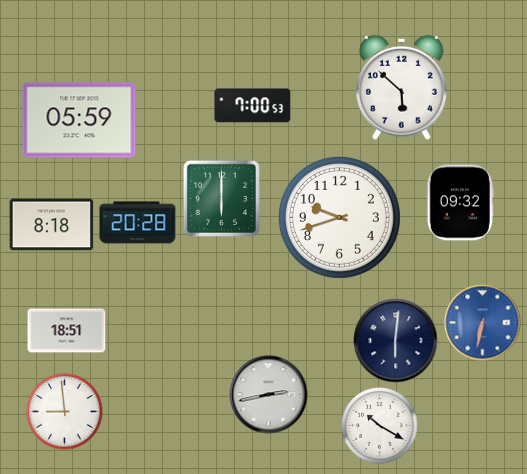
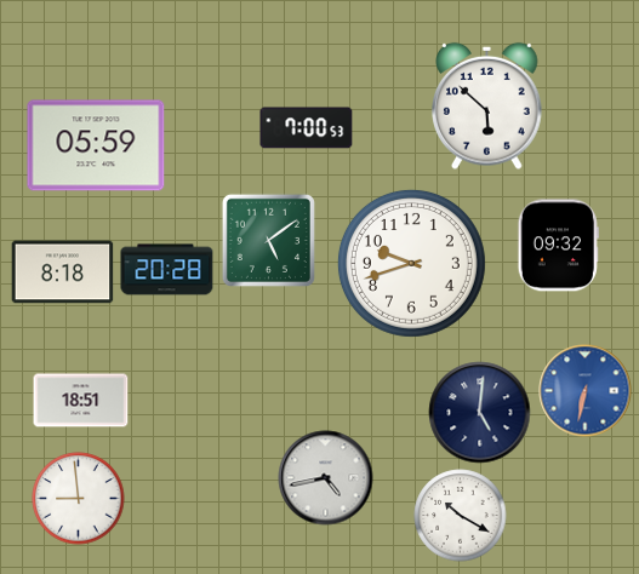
clock at (221, 198): 6:00 -> 5:09
clock at (396, 341): 6:01 -> 5:01
clock at (269, 395): 2:43 -> 4:43
